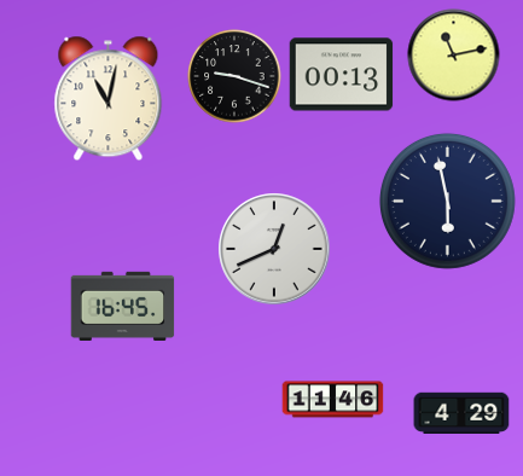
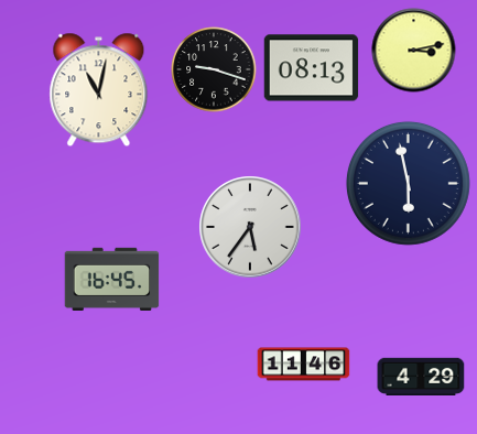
clock at (454, 56): 11:13 -> 3:13
clock at (342, 75): 00:13 -> 08:13
clock at (274, 249): 12:41 -> 5:36
